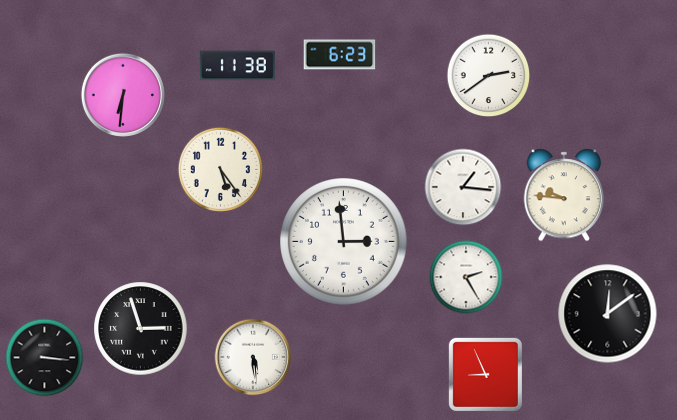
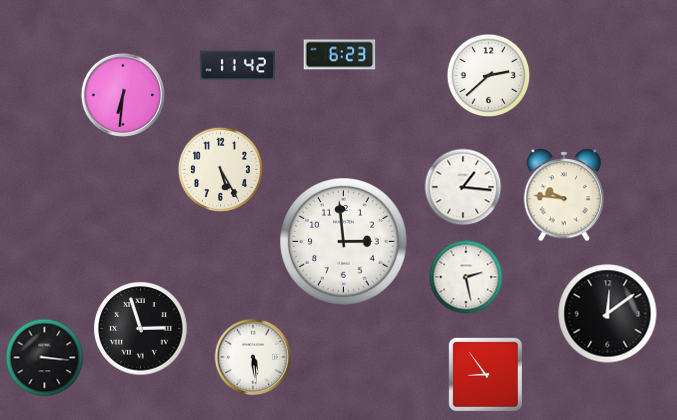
clock at (237, 66): 11:38 -> 11:42
clock at (489, 76): 2:39 -> 2:38
clock at (220, 169): 5:24 -> 5:25
clock at (466, 277): 2:25 -> 2:28
clock at (485, 374): 8:56 -> 8:54
